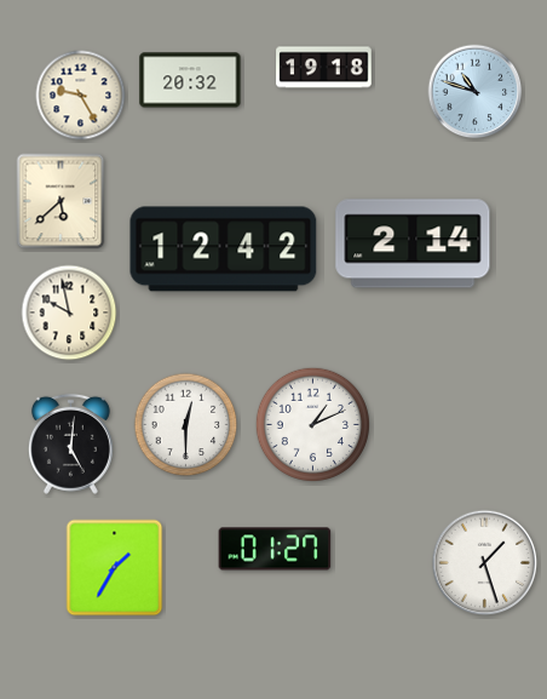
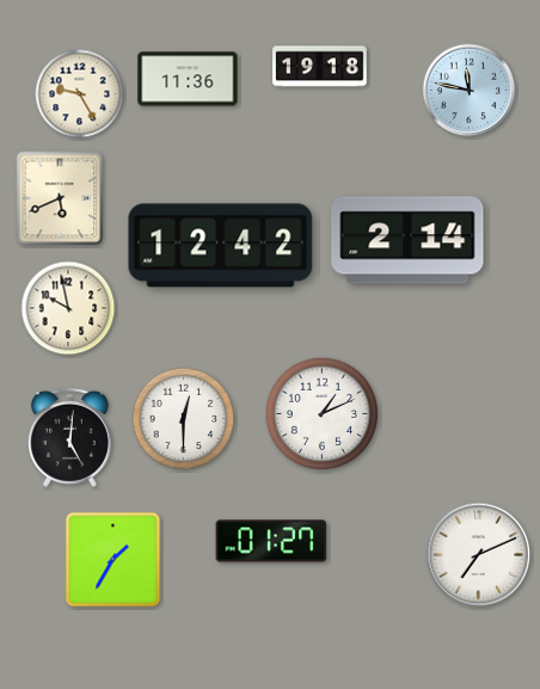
clock at (190, 80): 20:32 -> 11:36
clock at (476, 92): 10:48 -> 11:47
clock at (61, 201): 5:38 -> 5:41
clock at (312, 424) position: (312, 424) -> (321, 413)
clock at (485, 563): 1:27 -> 7:11
